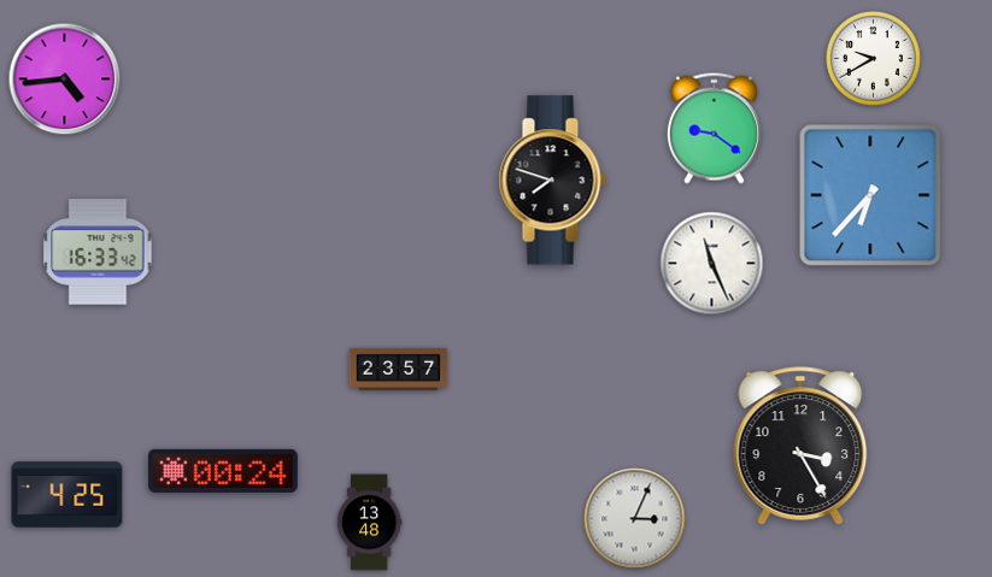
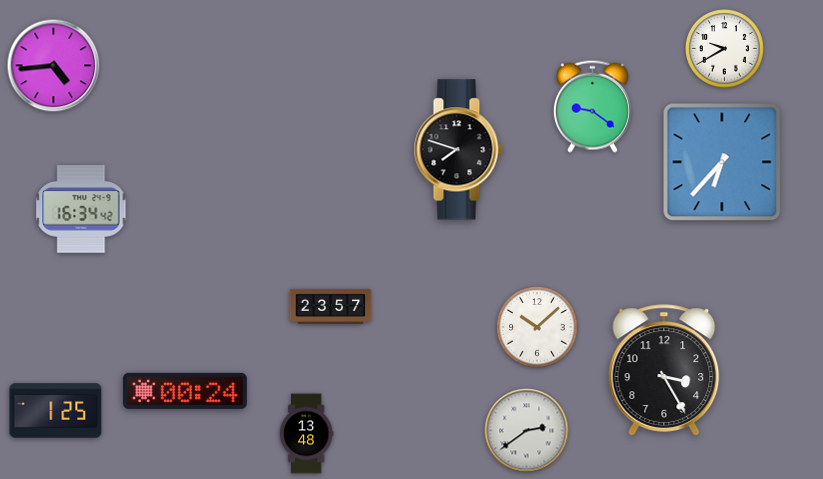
clock at (98, 252): 16:33 -> 16:34
clock at (712, 264): 11:26 -> none
clock at (537, 327): none -> 10:08
clock at (67, 495): 4:25 -> 1:25
clock at (635, 519): 3:04 -> 2:39
